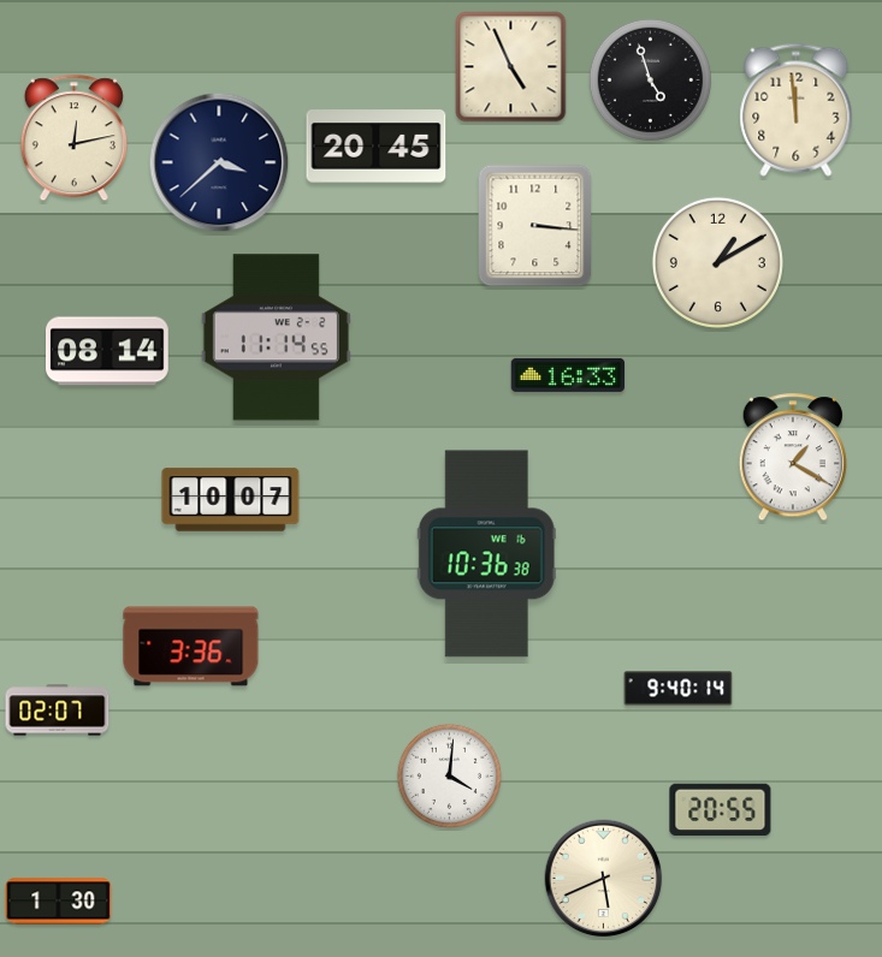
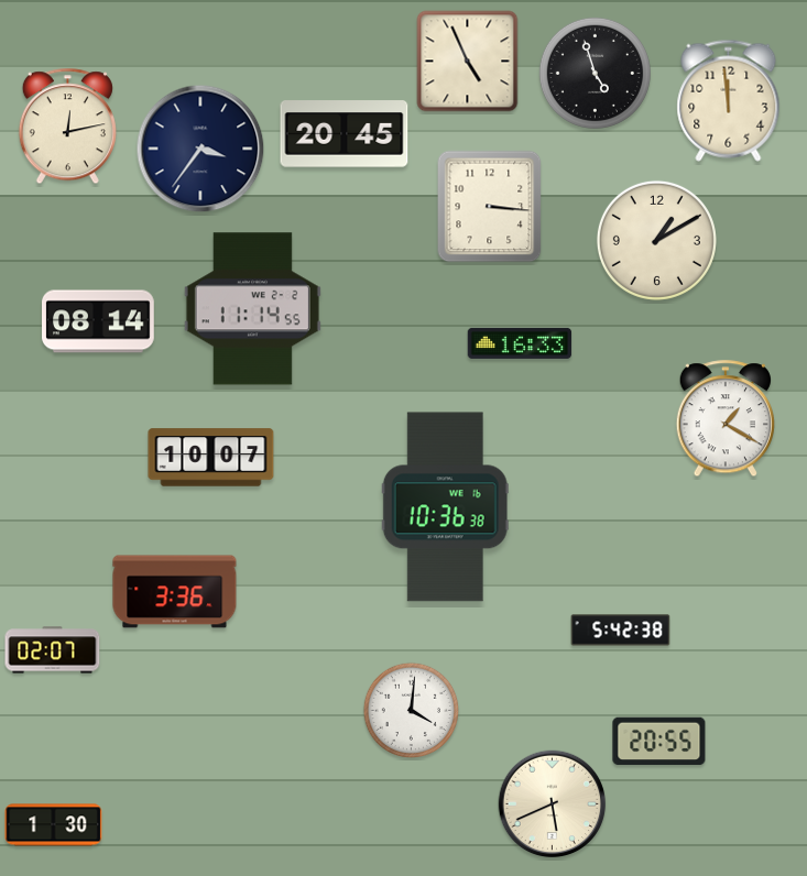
clock at (219, 162): 3:38 -> 3:36
clock at (679, 689): 9:40 -> 5:42
